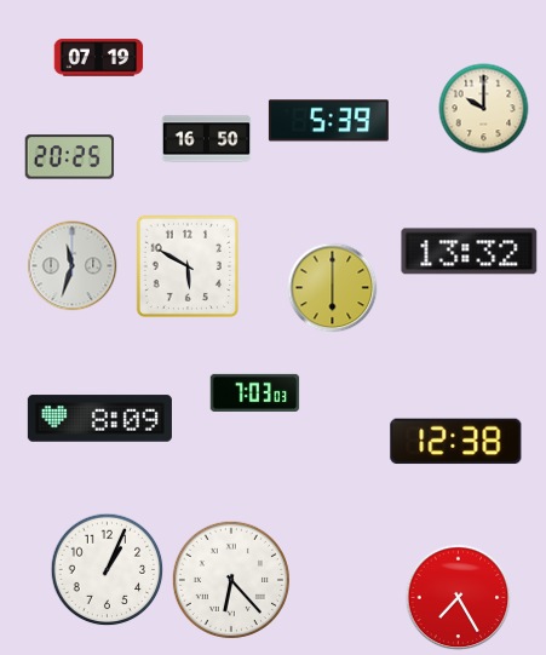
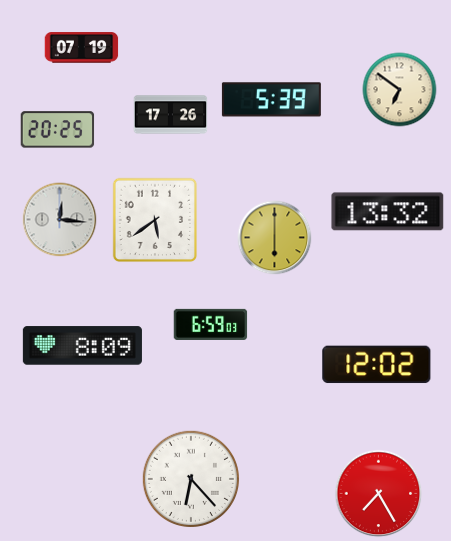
clock at (484, 109): 10:00 -> 6:51
clock at (207, 139): 16:50 -> 17:26
clock at (470, 252) position: (470, 252) -> (388, 212)
clock at (73, 266): 11:33 -> 12:16
clock at (188, 266): 5:50 -> 5:39
clock at (255, 392): 7:03 -> 6:59
clock at (456, 442): 12:38 -> 12:02
clock at (108, 570): 1:04 -> none
